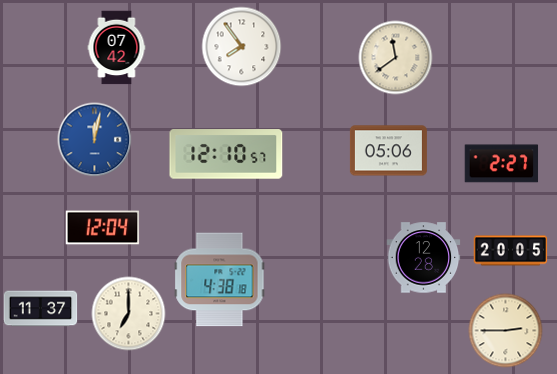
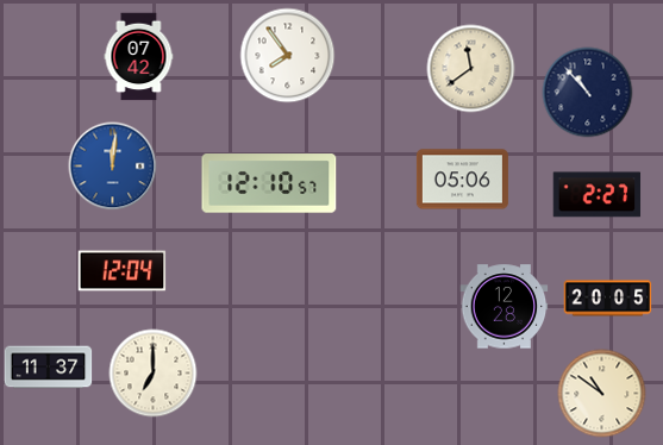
clock at (588, 93): none -> 10:53
clock at (95, 140): 12:02 -> 12:01
clock at (220, 280): 4:38 -> none
clock at (506, 331): 2:45 -> 10:51
